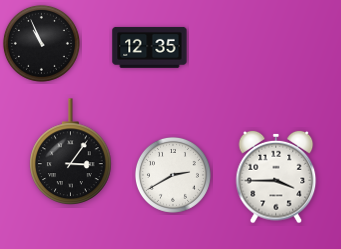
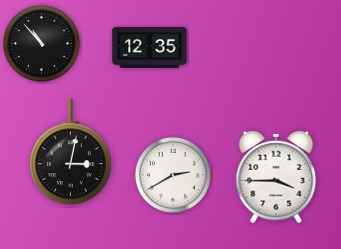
clock at (41, 43): 10:56 -> 10:53
clock at (71, 151): 3:06 -> 3:02
